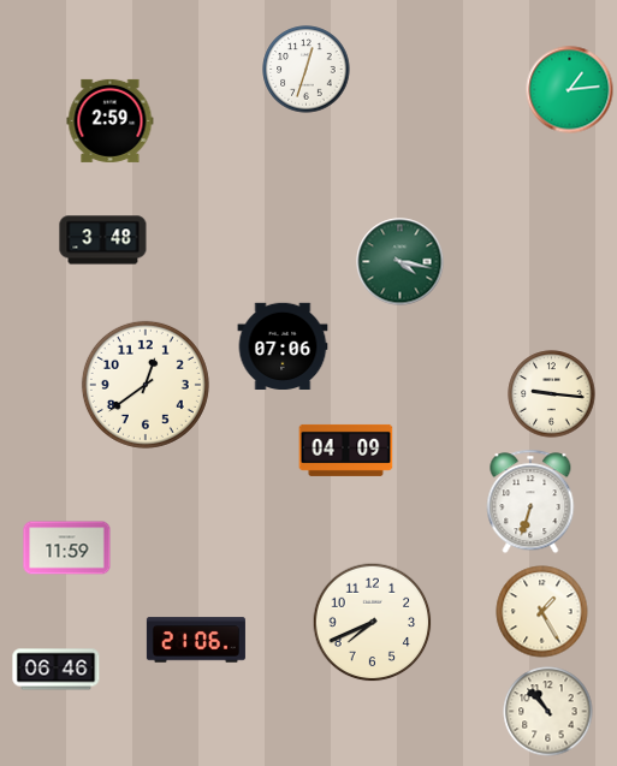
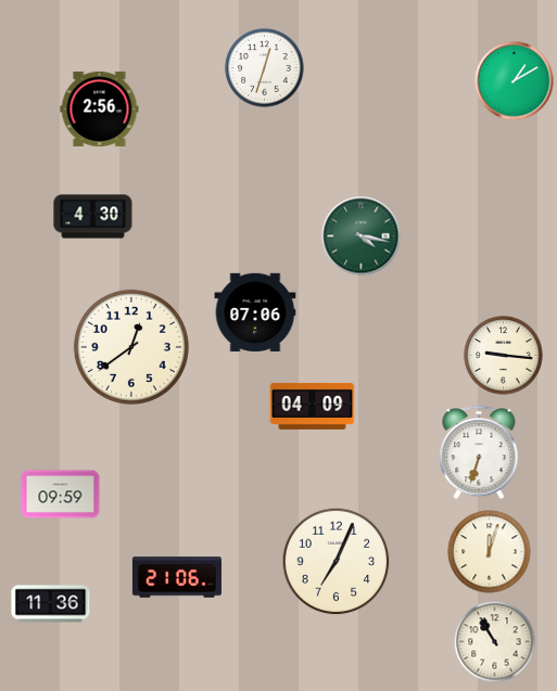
clock at (307, 70) position: (307, 70) -> (265, 68)
clock at (570, 90): 1:14 -> 1:10
clock at (111, 120): 2:59 -> 2:56
clock at (103, 241): 3:48 -> 4:30
clock at (552, 394) position: (552, 394) -> (504, 356)
clock at (67, 548): 11:59 -> 09:59
clock at (542, 612): 1:25 -> 12:03
clock at (373, 623): 7:41 -> 7:04
clock at (57, 670): 06:46 -> 11:36
clock at (548, 712): 10:53 -> 10:55
